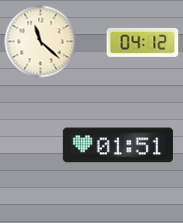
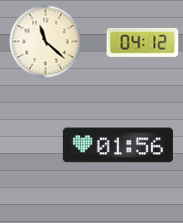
clock at (41, 42) position: (41, 42) -> (46, 42)
clock at (118, 145): 01:51 -> 01:56
